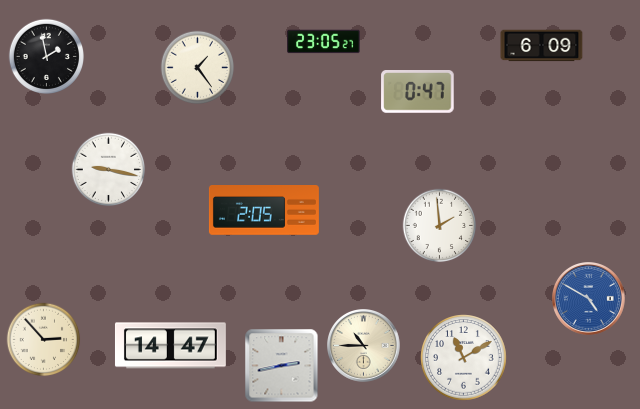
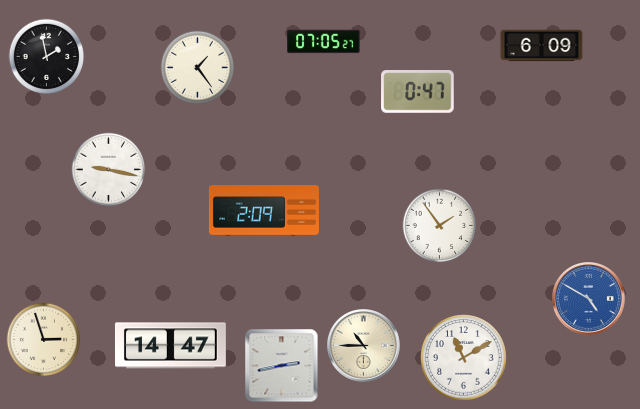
clock at (324, 42): 23:05 -> 07:05
clock at (264, 211): 2:05 -> 2:09
clock at (440, 226): 1:59 -> 1:54
clock at (44, 340): 2:53 -> 2:57
